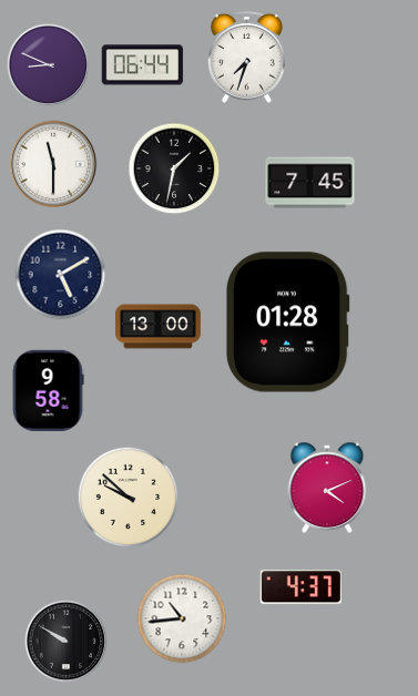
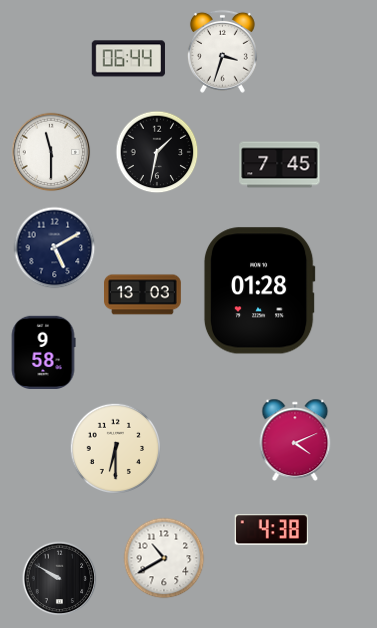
clock at (246, 57): 7:33 -> 3:33
clock at (49, 65): 8:49 -> none
clock at (53, 164) position: (53, 164) -> (51, 152)
clock at (159, 327): 13:00 -> 13:03
clock at (128, 497): 9:52 -> 6:30
clock at (300, 587): 4:37 -> 4:38
clock at (182, 618): 10:44 -> 10:40
